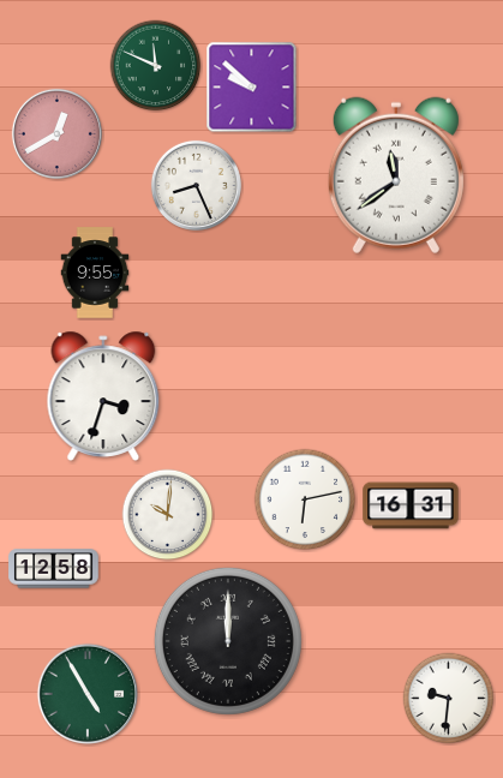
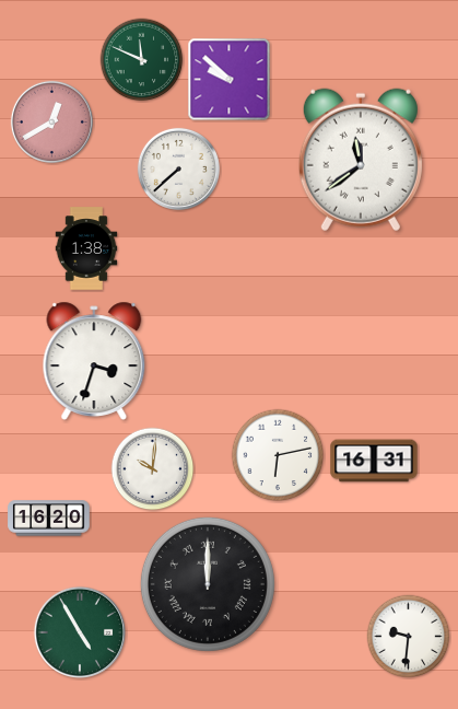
clock at (196, 185): 8:26 -> 7:38
clock at (95, 273): 9:55 -> 1:38
clock at (54, 569): 12:58 -> 16:20
